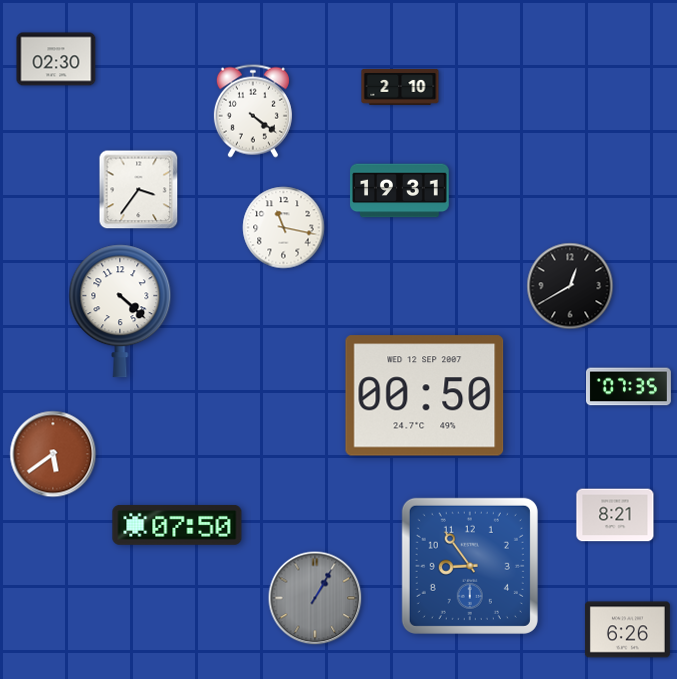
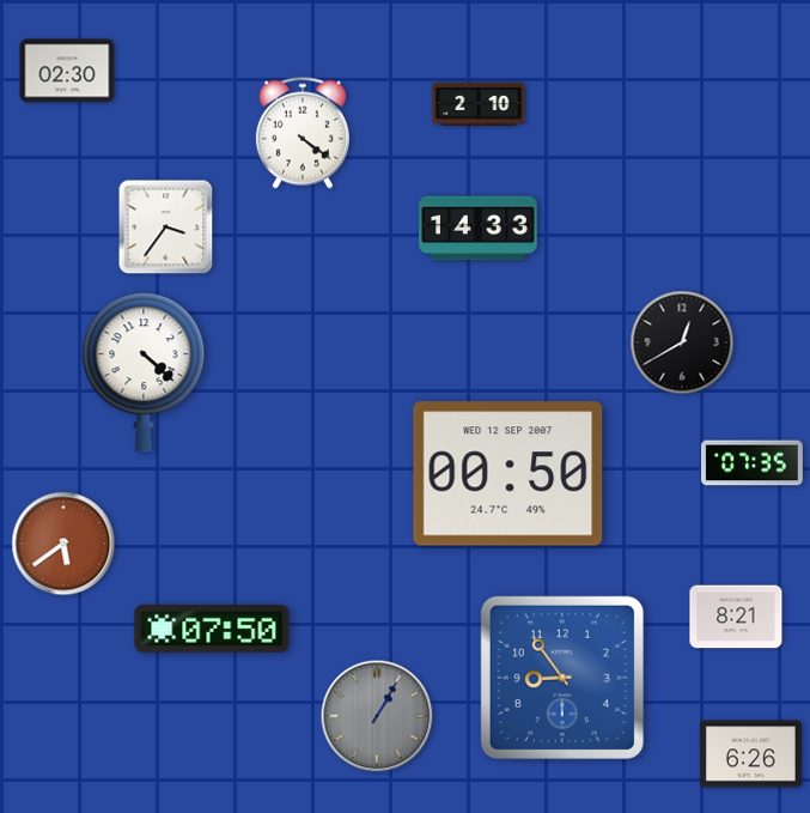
clock at (400, 191): 19:31 -> 14:33
clock at (284, 228): 11:17 -> none
